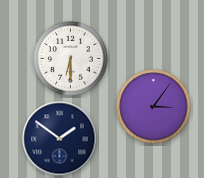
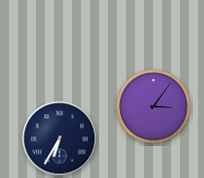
clock at (71, 59): 6:30 -> none
clock at (60, 139): 1:51 -> 6:35
